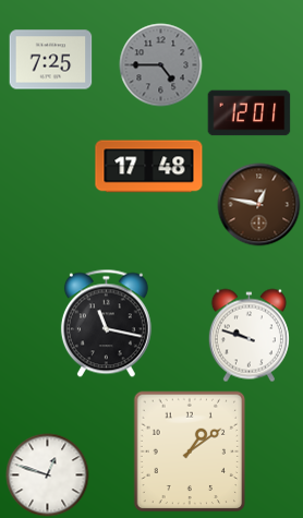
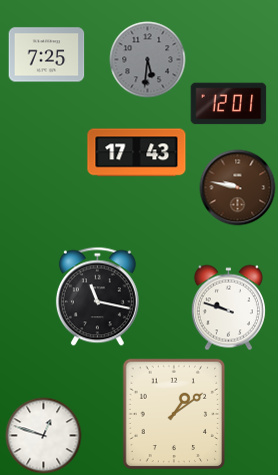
clock at (161, 65): 4:45 -> 5:31
clock at (149, 167): 17:48 -> 17:43
clock at (259, 205): 12:47 -> 9:47
